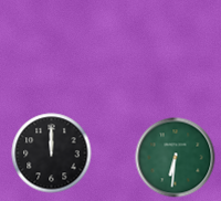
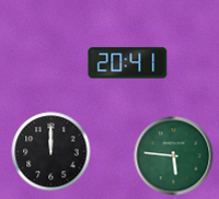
clock at (128, 63): none -> 20:41
clock at (176, 158): 6:31 -> 5:46
